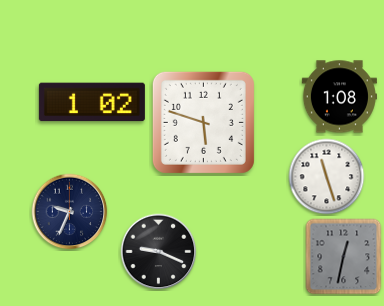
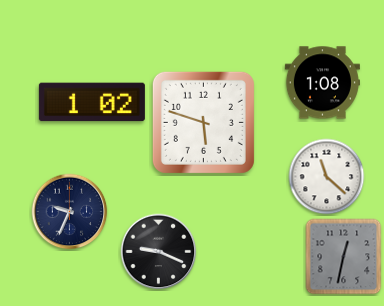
clock at (339, 97) position: (339, 97) -> (322, 83)
clock at (327, 177): 11:27 -> 11:22
